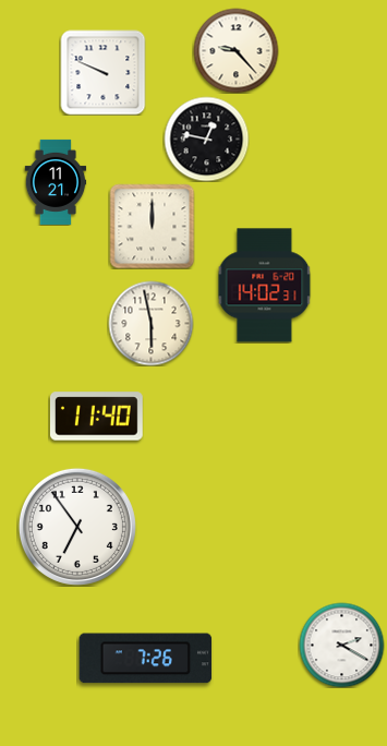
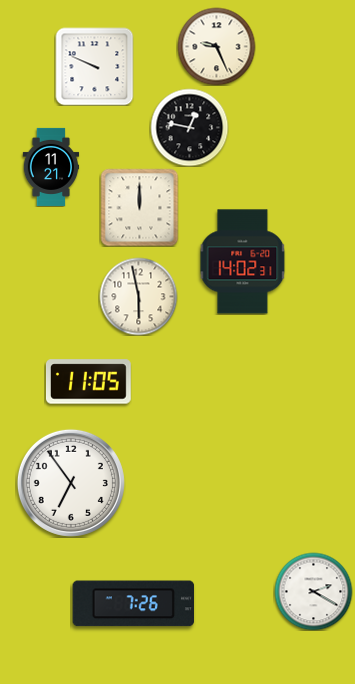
clock at (235, 50): 9:23 -> 9:26
clock at (97, 417): 11:40 -> 11:05
